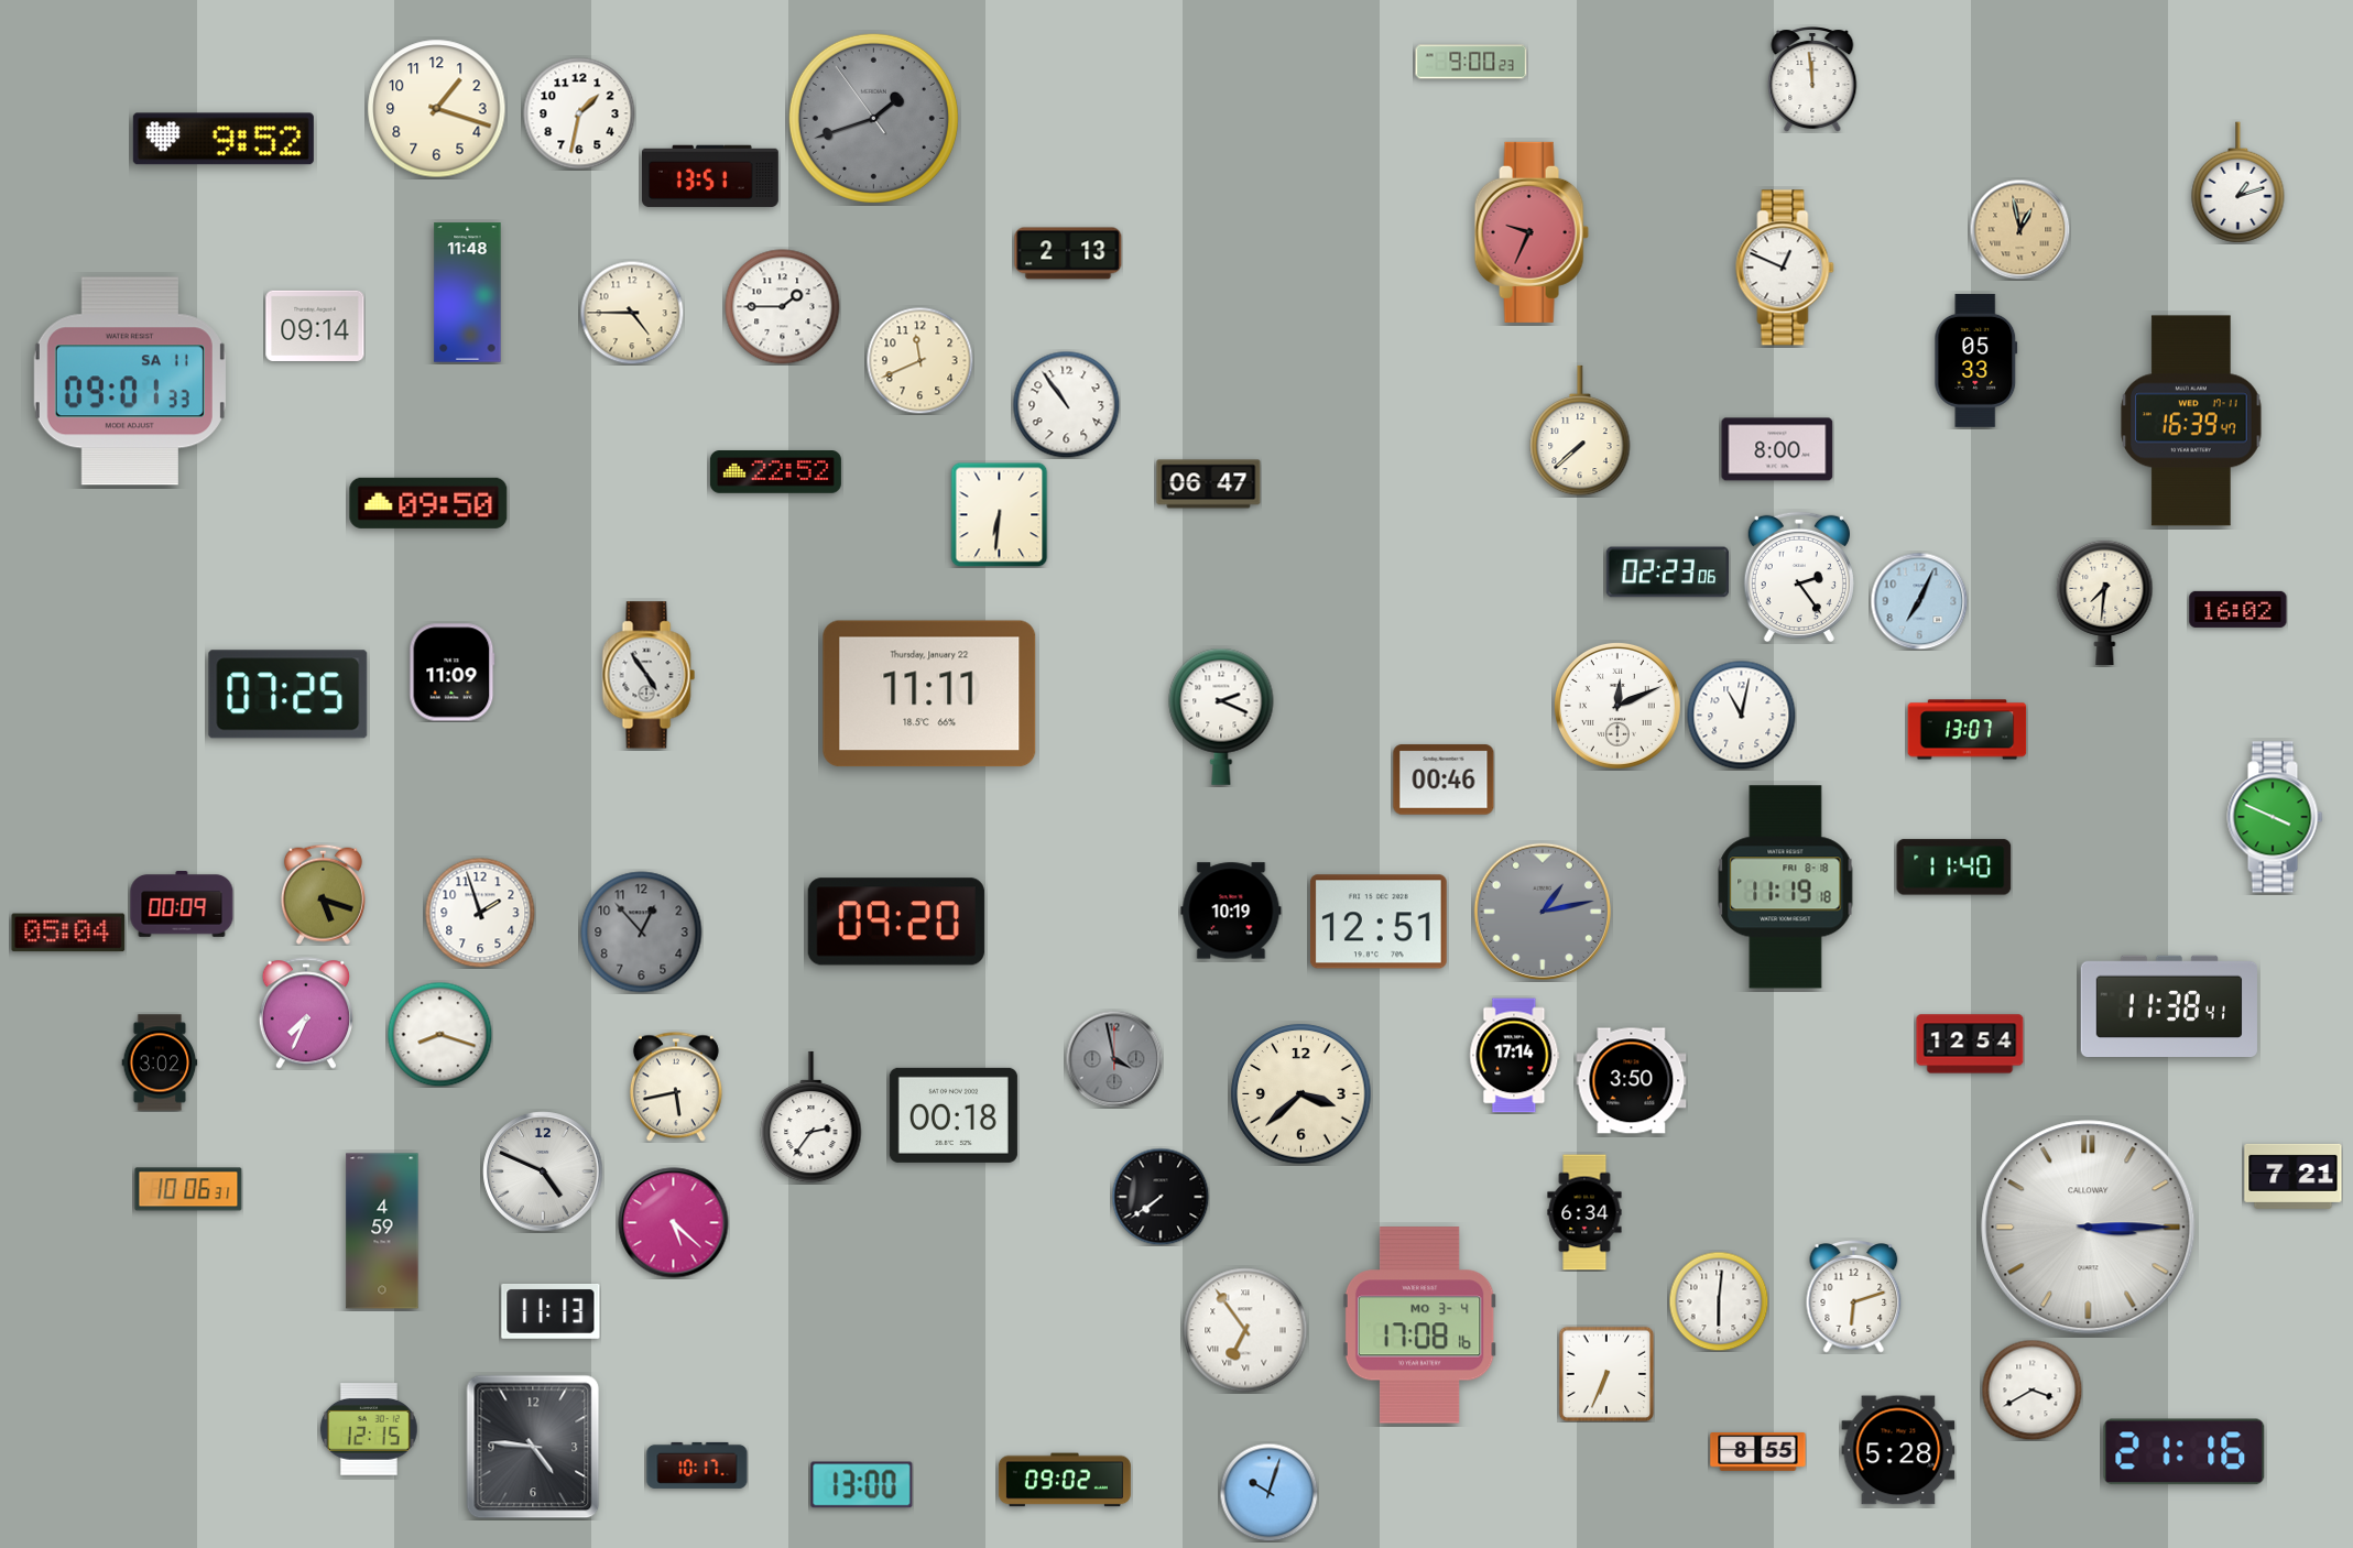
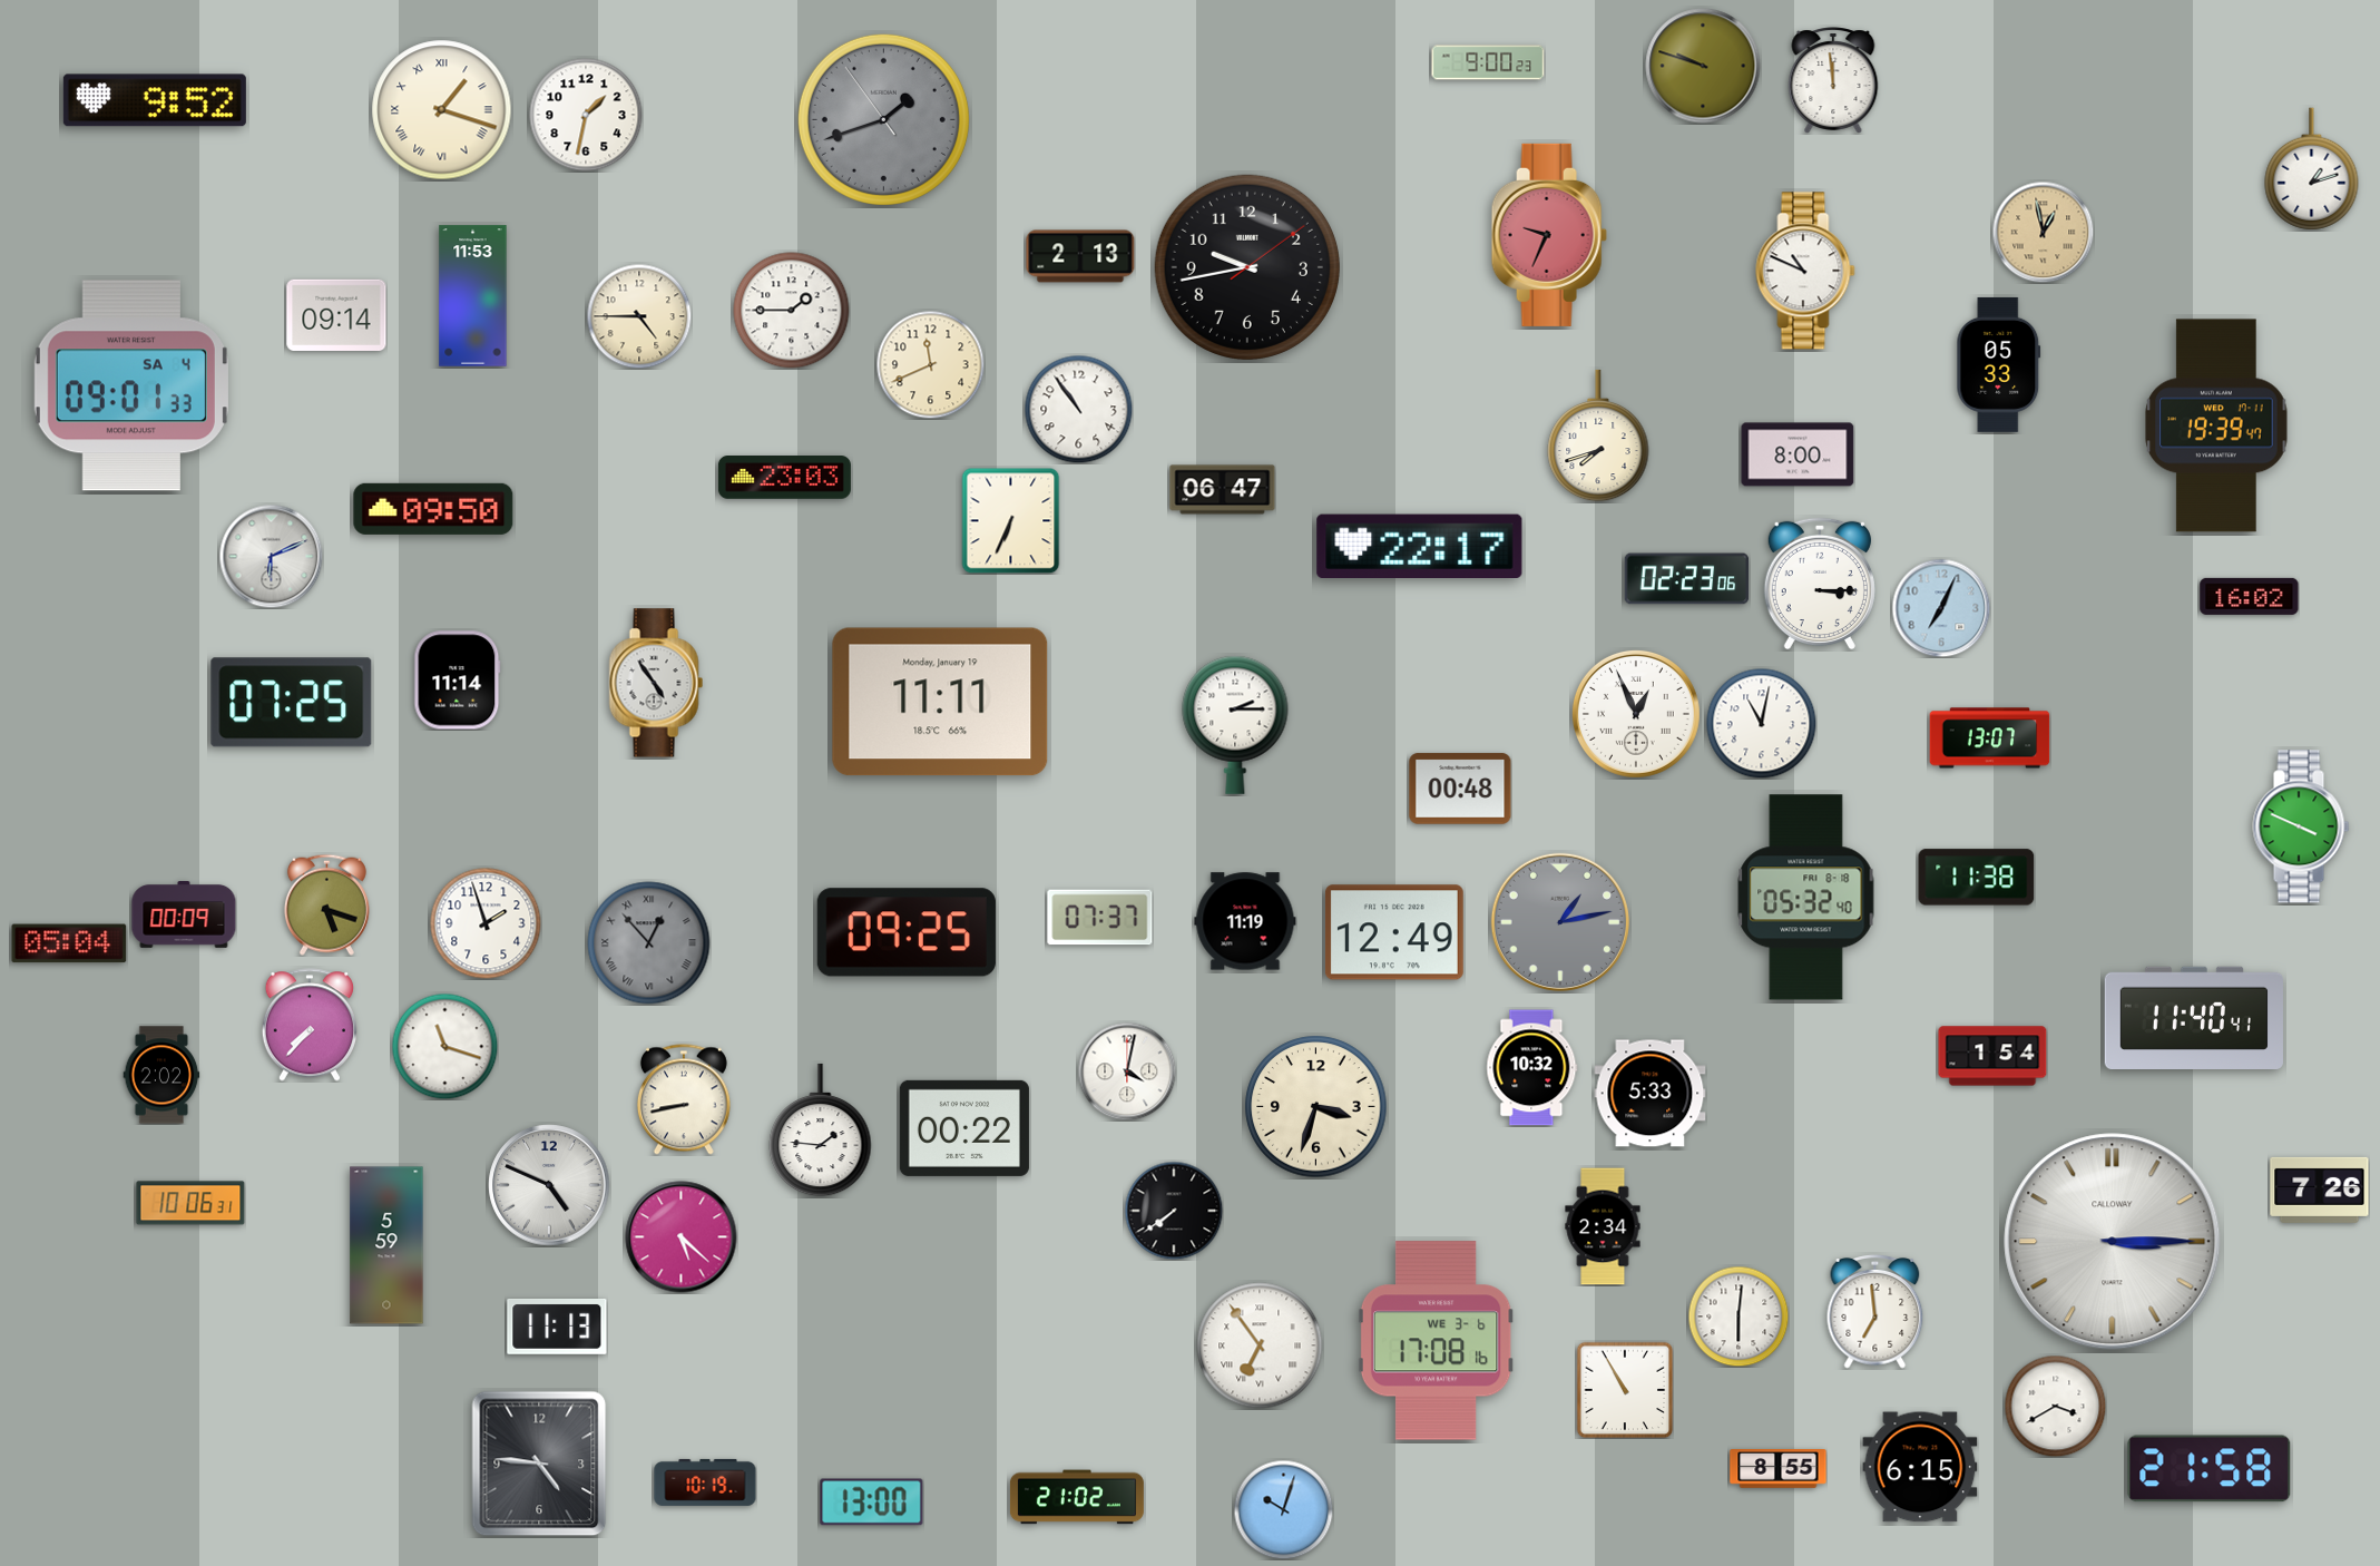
clock at (1703, 66): none -> 9:48
clock at (437, 109) numerals: Arabic -> Roman
clock at (224, 139) position: (224, 139) -> (155, 100)
clock at (711, 176): 13:51 -> none
clock at (2238, 183) position: (2238, 183) -> (2312, 169)
clock at (1247, 267): none -> 9:43
clock at (1785, 268): 12:49 -> 10:49
clock at (468, 293): 11:48 -> 11:53
clock at (315, 326) position: (315, 326) -> (336, 315)
clock at (130, 381) date: SA 11 -> SA 4
clock at (2191, 421): 16:39 -> 19:39
clock at (1580, 430): 7:38 -> 7:42
clock at (775, 472): 22:52 -> 23:03
clock at (1000, 514): 6:31 -> 6:34
clock at (1420, 546): none -> 22:17
clock at (271, 556): none -> 6:11
clock at (1799, 577): 2:24 -> 3:15
clock at (2105, 602): 7:31 -> none
clock at (2238, 609) position: (2238, 609) -> (2250, 596)
clock at (453, 673): 11:09 -> 11:14
clock at (929, 694) date: Thursday, January 22 -> Monday, January 19
clock at (1617, 706): 12:11 -> 12:56
clock at (1221, 717): 2:19 -> 2:15
clock at (1444, 780): 00:46 -> 00:48
clock at (1954, 868): 11:40 -> 11:38
clock at (1786, 887): 11:19 -> 05:32
clock at (1100, 918): none -> 07:37
clock at (1231, 911): 10:19 -> 11:19
clock at (896, 922): 09:20 -> 09:25
clock at (1379, 922): 12:51 -> 12:49
clock at (642, 933) numerals: Arabic -> Roman
clock at (2169, 1005): 11:38 -> 11:40
clock at (306, 1013): 7:34 -> 7:37
clock at (439, 1034): 8:18 -> 11:18
clock at (1970, 1044): 12:54 -> 1:54
clock at (1515, 1056): 17:14 -> 10:32
clock at (1114, 1059): 3:58 -> 4:02
clock at (1114, 1059) dial: grey -> white
clock at (160, 1062): 3:02 -> 2:02
clock at (1632, 1081): 3:50 -> 5:33
clock at (676, 1087): 5:43 -> 8:43
clock at (1301, 1094): 3:38 -> 3:33
clock at (954, 1115): 00:18 -> 00:22
clock at (811, 1118): 2:36 -> 1:46
clock at (2294, 1176): 7:21 -> 7:26
clock at (1584, 1212): 6:34 -> 2:34
clock at (382, 1231): 4:59 -> 5:59
clock at (1854, 1297): 6:12 -> 6:59
clock at (1419, 1326) date: MO 3-4 -> WE 3-6
clock at (1606, 1374): 6:34 -> 10:55
clock at (369, 1430): 12:15 -> none
clock at (1898, 1450): 5:28 -> 6:15
clock at (2185, 1452): 21:16 -> 21:58
clock at (697, 1465): 10:17 -> 10:19
clock at (1065, 1480): 09:02 -> 21:02
